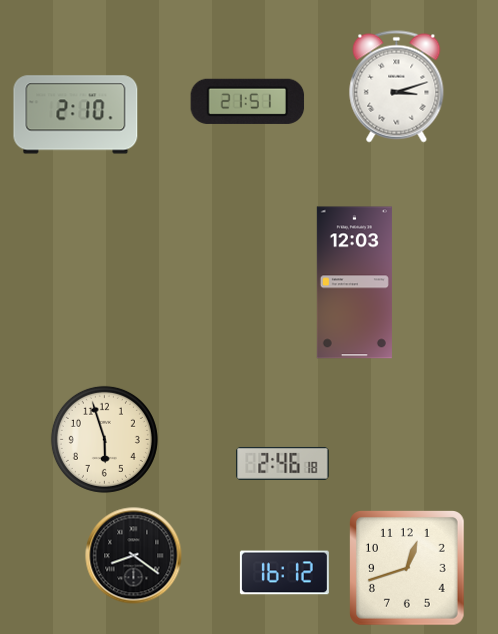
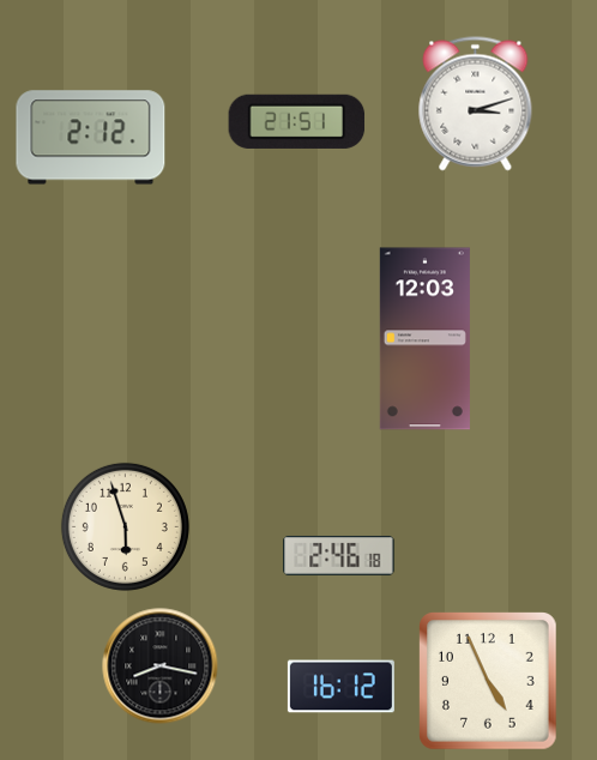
clock at (76, 115): 2:10 -> 2:12
clock at (134, 556): 8:21 -> 8:17
clock at (408, 569): 12:42 -> 4:56
